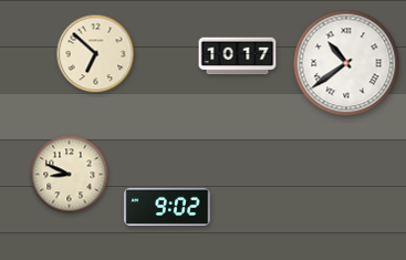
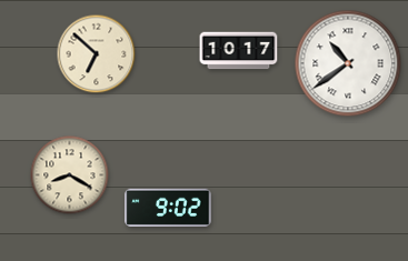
clock at (238, 56) position: (238, 56) -> (239, 51)
clock at (70, 175): 8:49 -> 8:20
